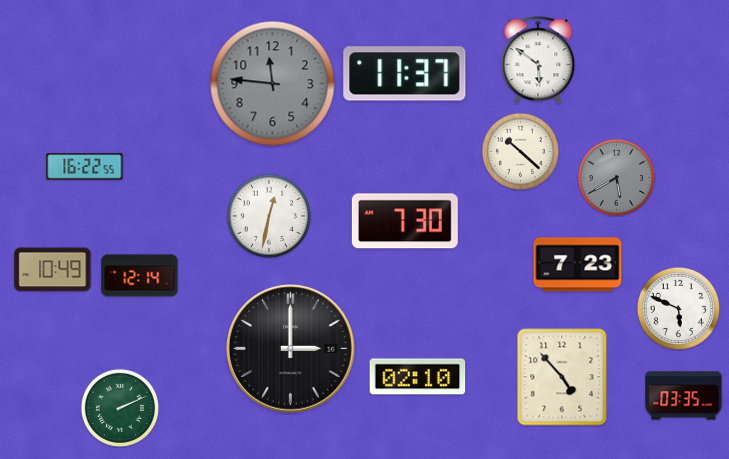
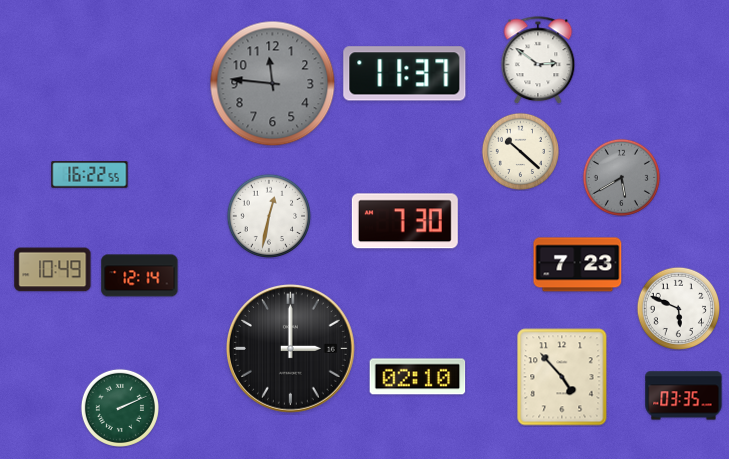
clock at (538, 60): 5:51 -> 2:51
clock at (85, 167) position: (85, 167) -> (90, 175)
clock at (616, 177) position: (616, 177) -> (621, 177)
